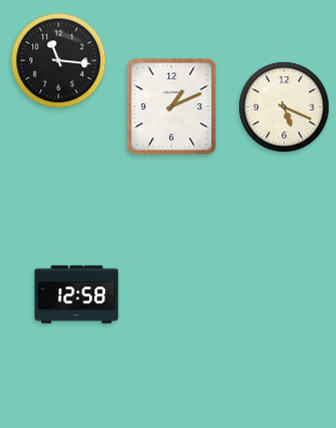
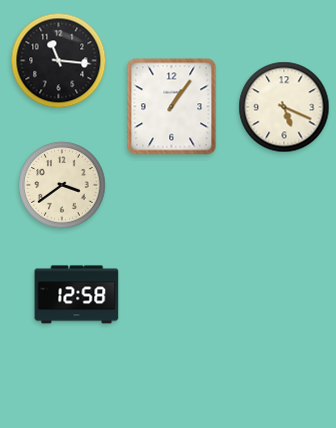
clock at (172, 107): 1:11 -> 1:06
clock at (62, 185): none -> 3:39
